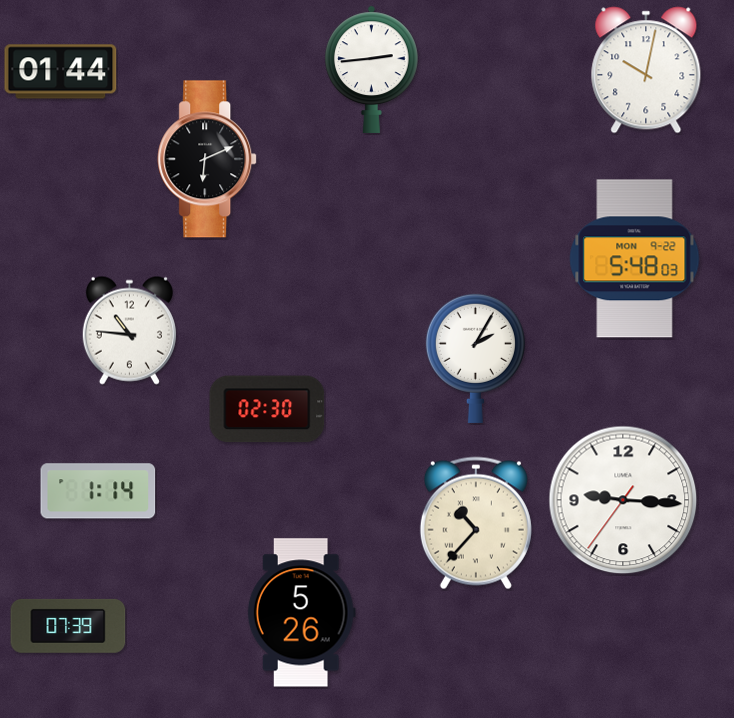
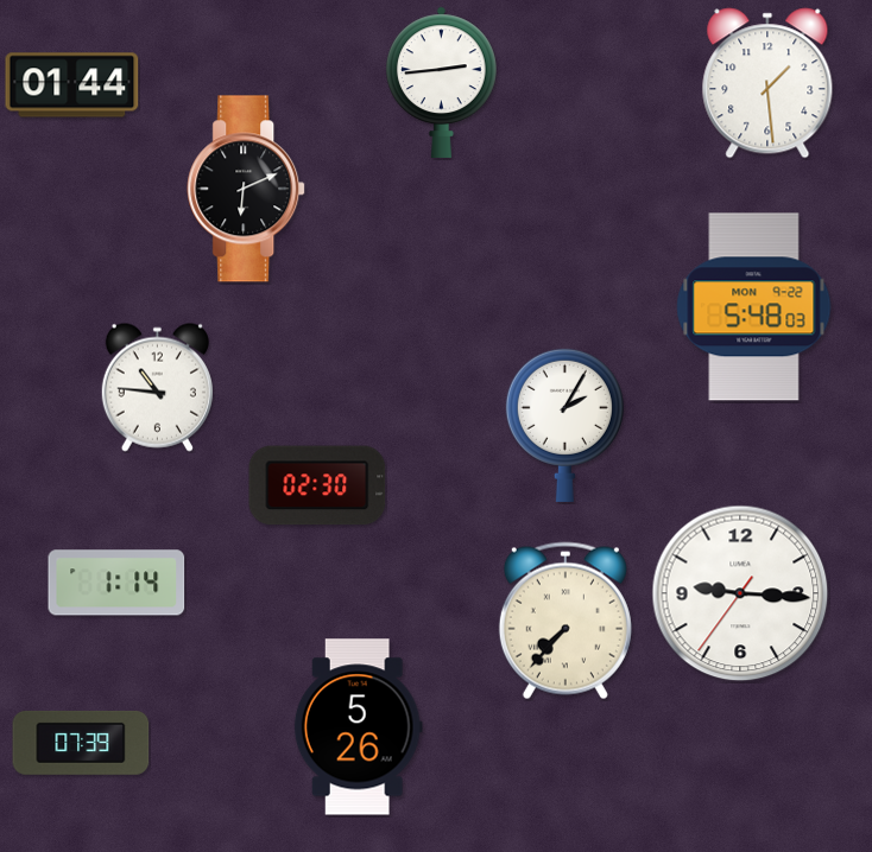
clock at (646, 70): 10:02 -> 1:29
clock at (129, 330) position: (129, 330) -> (157, 387)
clock at (476, 523): 10:37 -> 7:37
